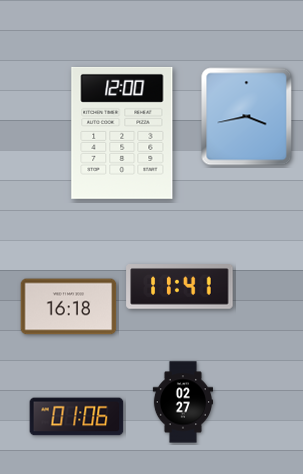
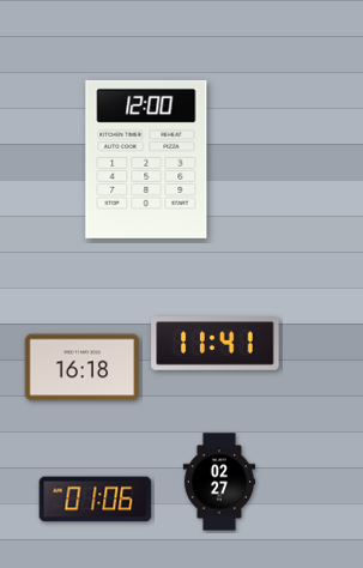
clock at (247, 117): 3:43 -> none
clock at (77, 417) position: (77, 417) -> (96, 500)
